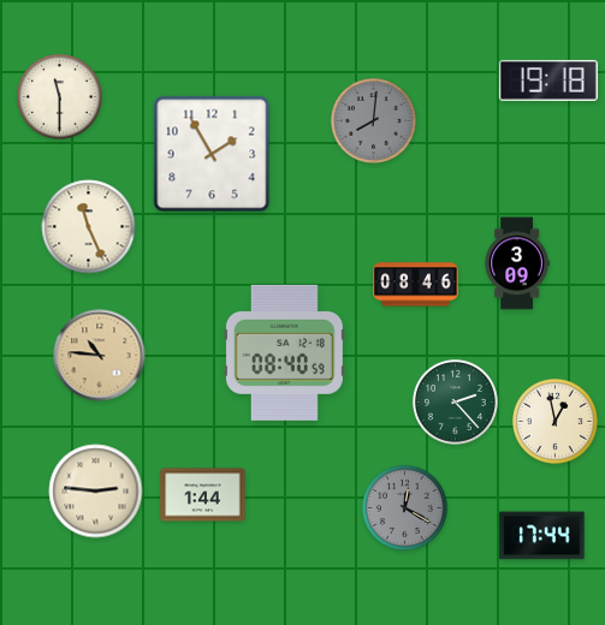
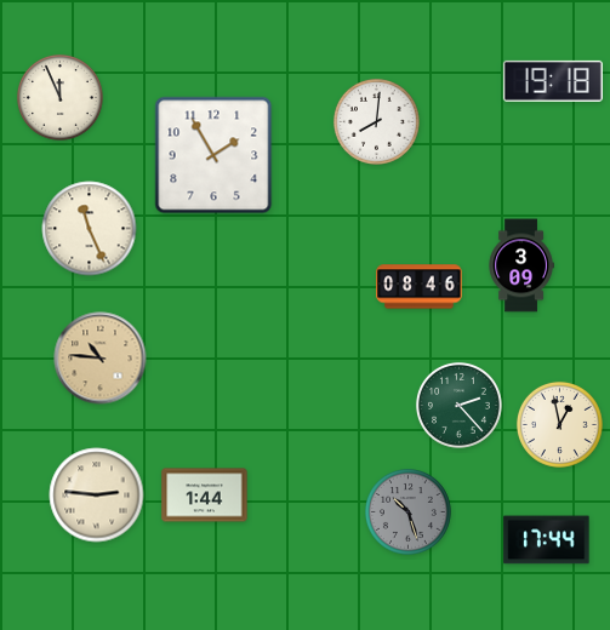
clock at (59, 96): 11:30 -> 11:56
clock at (373, 120) dial: grey -> white
clock at (284, 352): 08:40 -> none
clock at (203, 495) position: (203, 495) -> (205, 496)
clock at (404, 507): 12:20 -> 10:27
